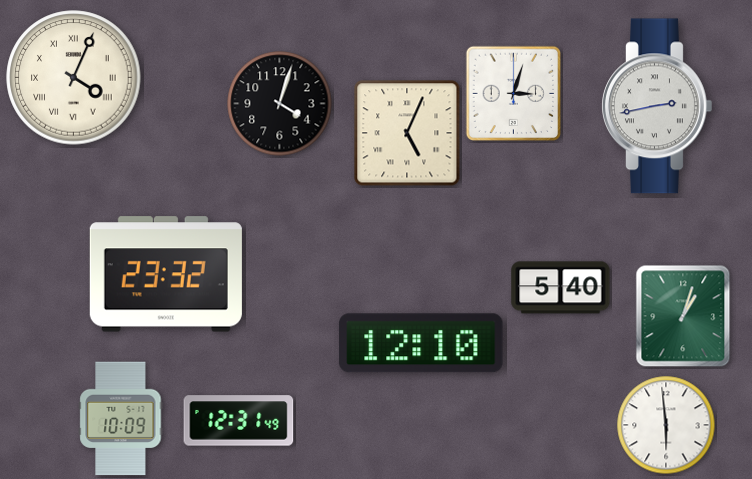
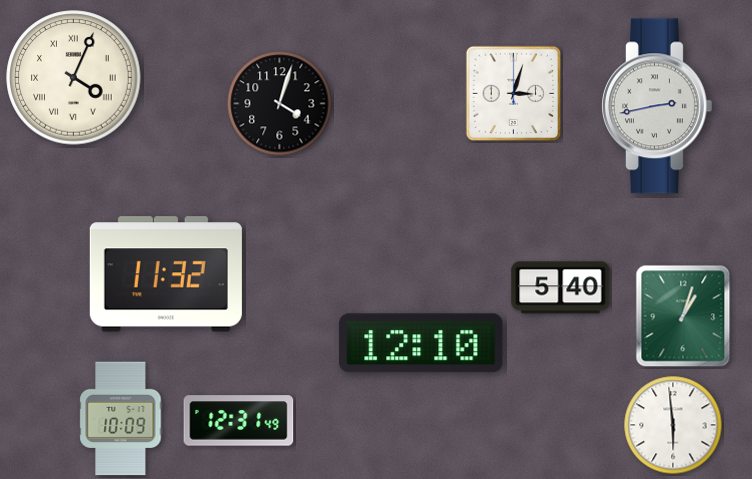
clock at (407, 133): 5:04 -> none
clock at (166, 274): 23:32 -> 11:32
clock at (666, 425) position: (666, 425) -> (673, 425)
